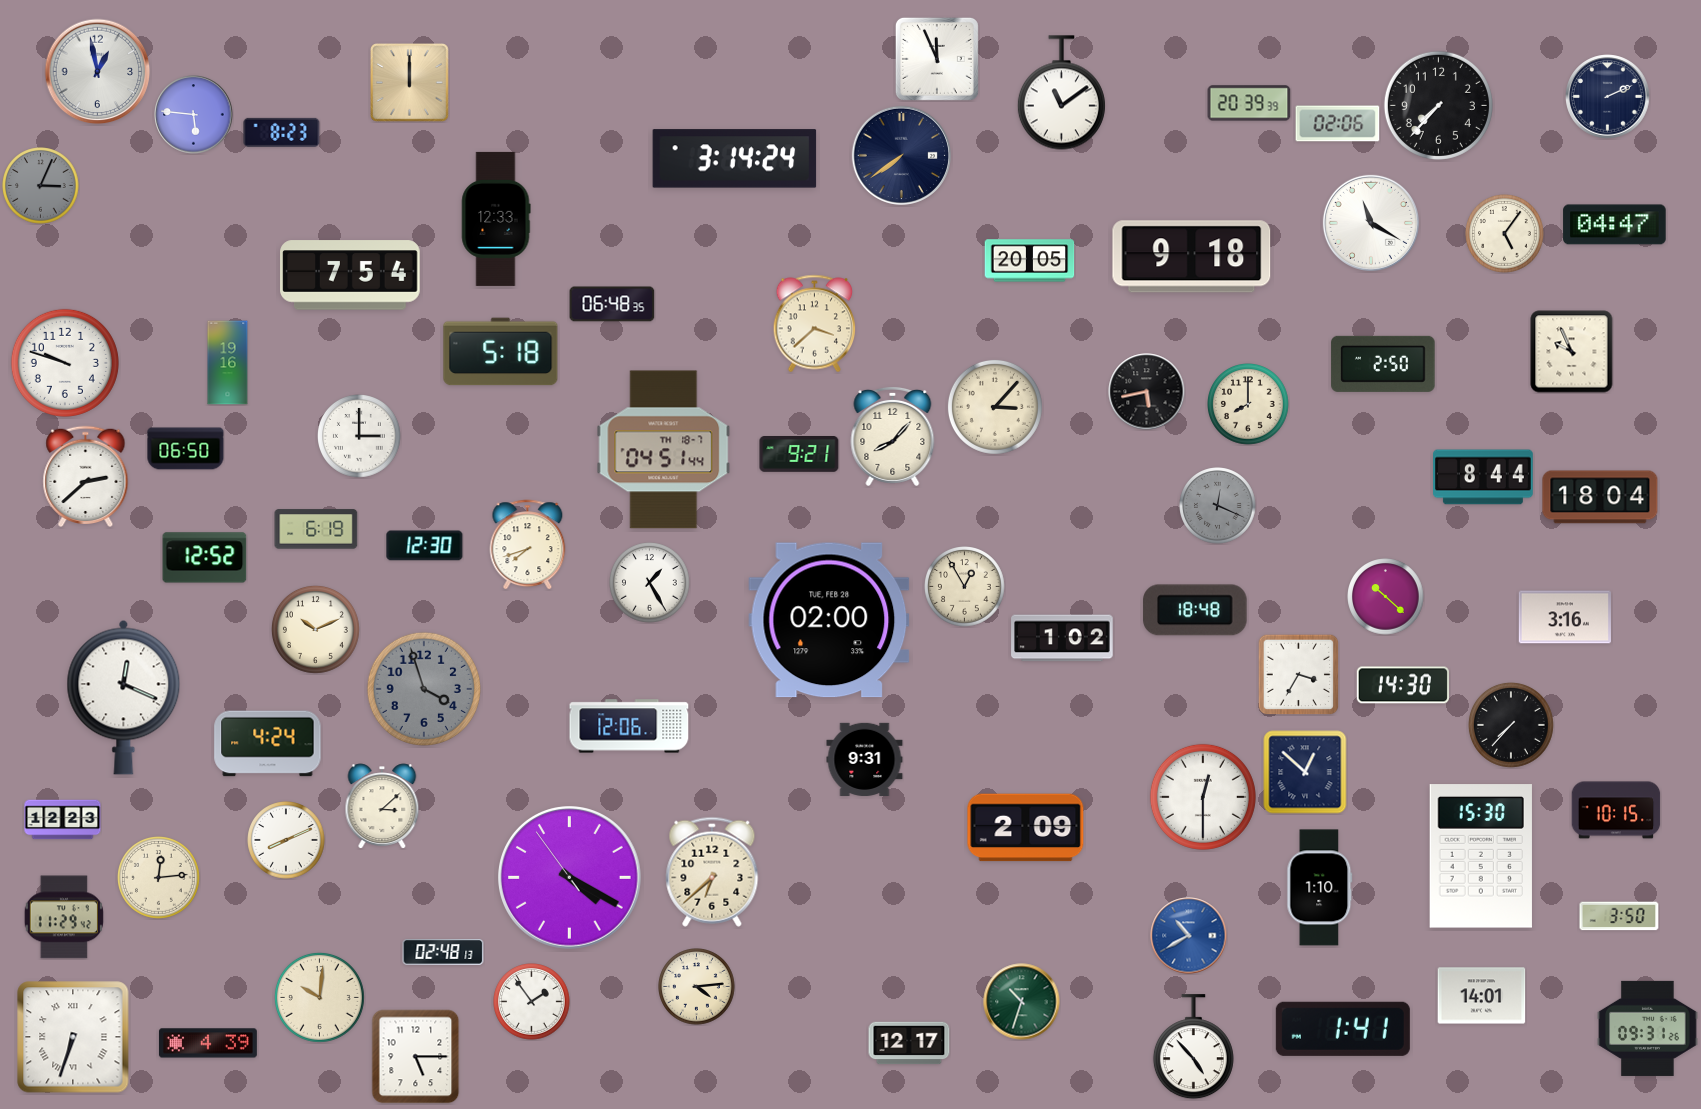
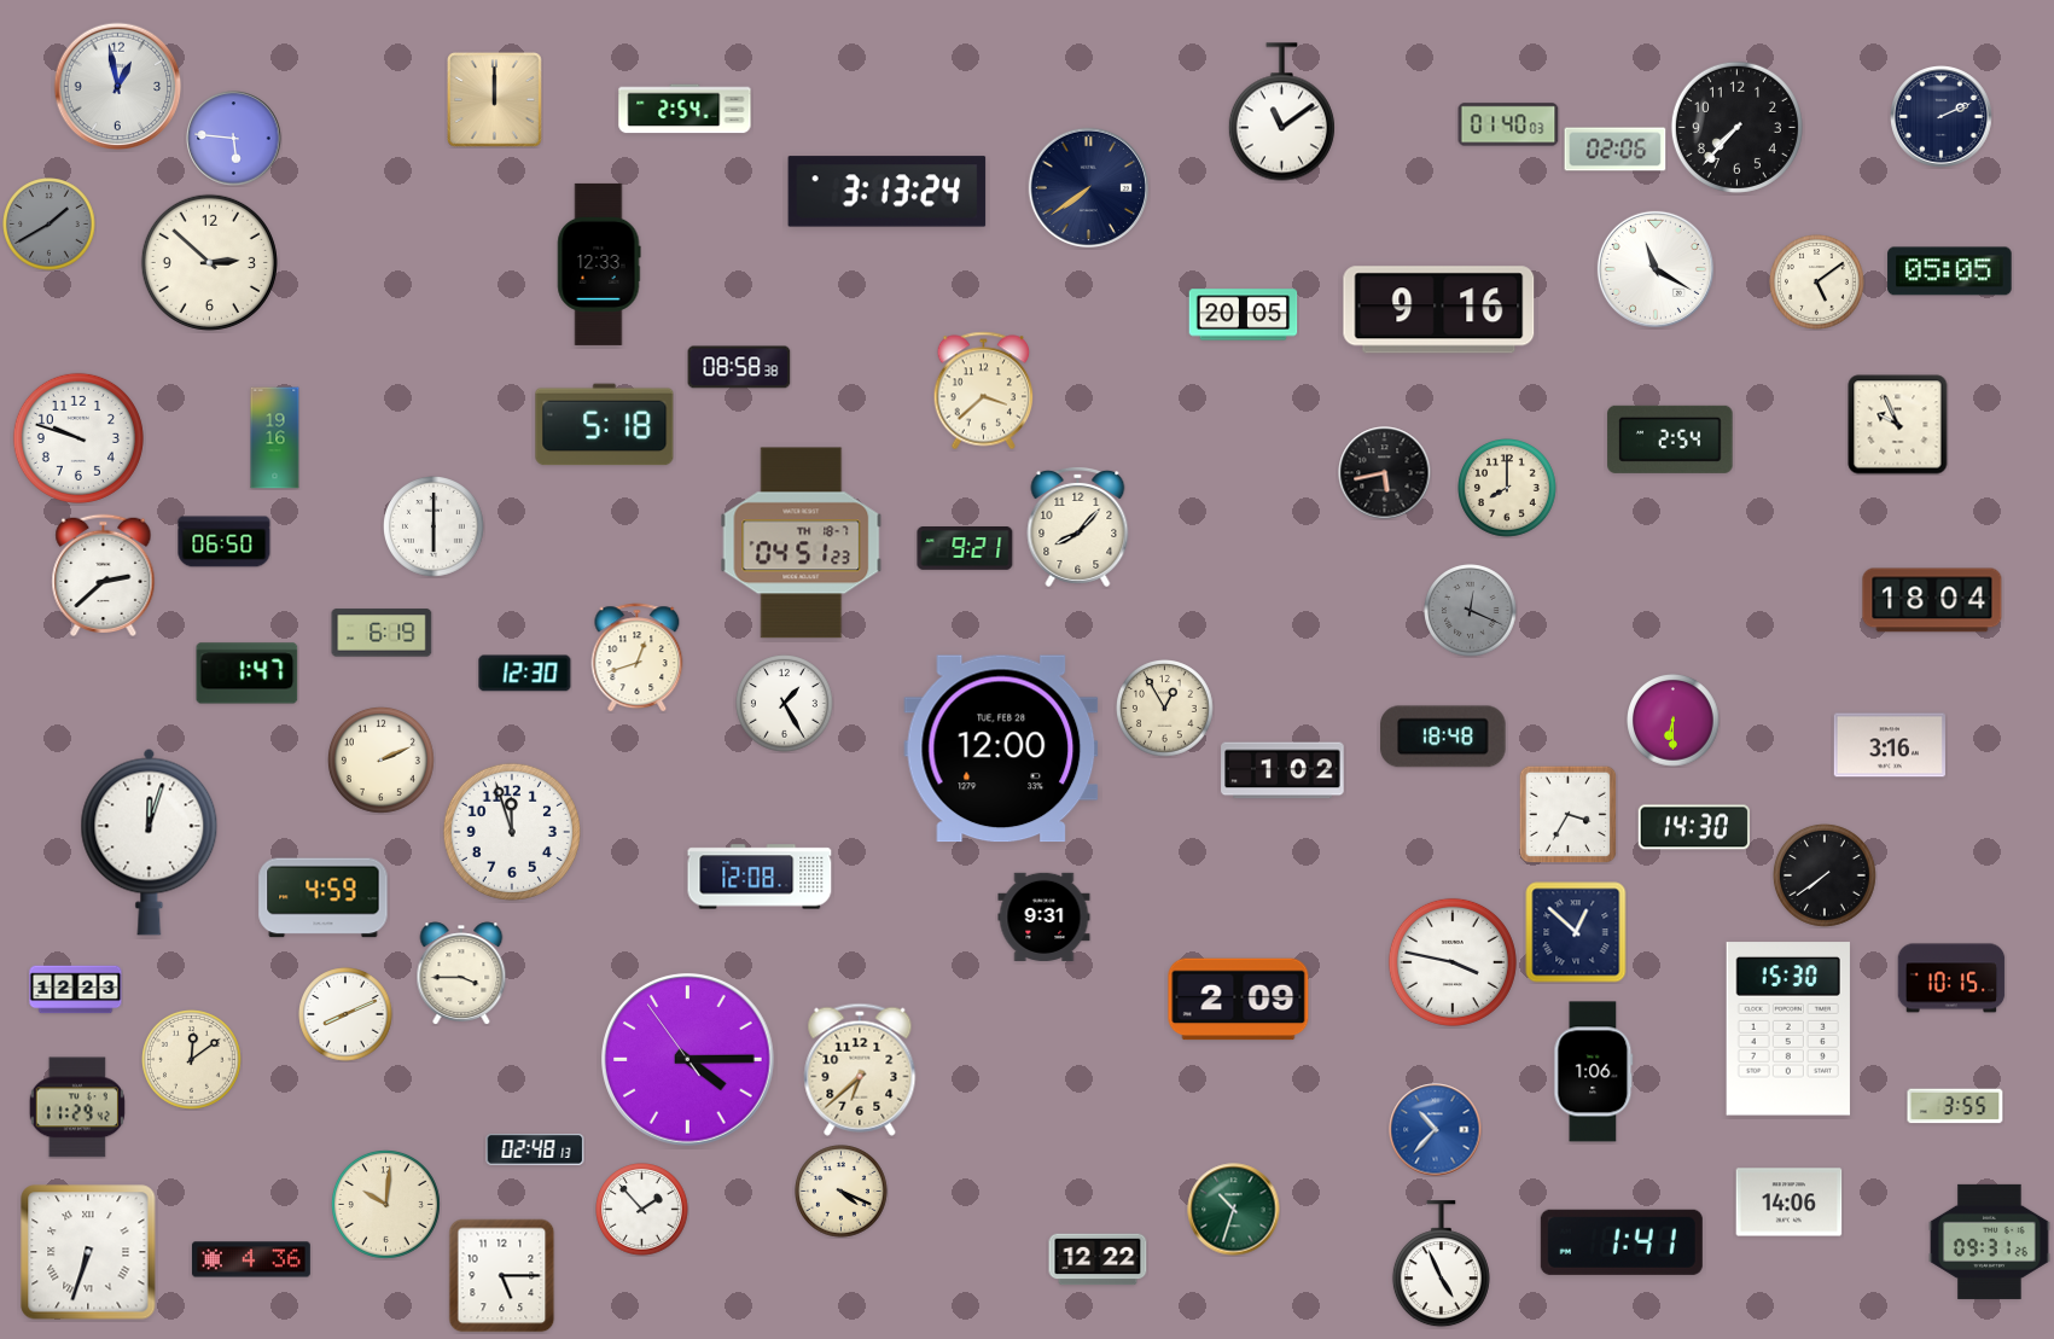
clock at (937, 59): 11:56 -> none
clock at (685, 109): none -> 2:54
clock at (1249, 103): 20:39 -> 01:40
clock at (282, 132): 8:23 -> none
clock at (735, 159): 3:14 -> 3:13
clock at (41, 186): 3:04 -> 1:40
clock at (209, 262): none -> 2:52
clock at (1615, 225): 04:47 -> 05:05
clock at (1505, 234): 5:06 -> 5:09
clock at (1192, 257): 9:18 -> 9:16
clock at (350, 275): 7:54 -> none
clock at (612, 304): 06:48 -> 08:58
clock at (1383, 364): 2:50 -> 2:54
clock at (995, 407): 3:07 -> none
clock at (360, 437): 3:00 -> 6:00
clock at (664, 450): 04:51:44 -> 04:51:23
clock at (1484, 477): 8:44 -> none
clock at (316, 529) position: (316, 529) -> (382, 633)
clock at (528, 545): 7:42 -> 12:42
clock at (425, 546) position: (425, 546) -> (525, 674)
clock at (205, 558): 12:52 -> 1:47
clock at (1386, 597): 10:22 -> 6:30
clock at (829, 620): 02:00 -> 12:00
clock at (315, 629): 10:11 -> 2:11
clock at (424, 689): 3:57 -> 11:57
clock at (424, 689) dial: grey -> white
clock at (124, 697): 12:19 -> 12:03
clock at (629, 726): 12:06 -> 12:08
clock at (1511, 726): 7:37 -> 7:39
clock at (268, 744): 4:24 -> 4:59
clock at (1203, 797): 12:30 -> 3:47
clock at (382, 806): 3:08 -> 3:45
clock at (1481, 856) position: (1481, 856) -> (1788, 1029)
clock at (712, 872) position: (712, 872) -> (860, 1070)
clock at (159, 878): 12:14 -> 12:09
clock at (570, 878): 4:19 -> 4:14
clock at (1320, 888): 1:10 -> 1:06
clock at (1619, 916): 3:50 -> 3:55
clock at (1189, 936): 10:40 -> 10:37
clock at (697, 987): 4:14 -> 4:19
clock at (1482, 996): 14:01 -> 14:06
clock at (532, 1002): 1:54 -> 1:53
clock at (208, 1043): 4:39 -> 4:36
clock at (909, 1043): 12:17 -> 12:22
clock at (1193, 1047): 4:53 -> 4:56
